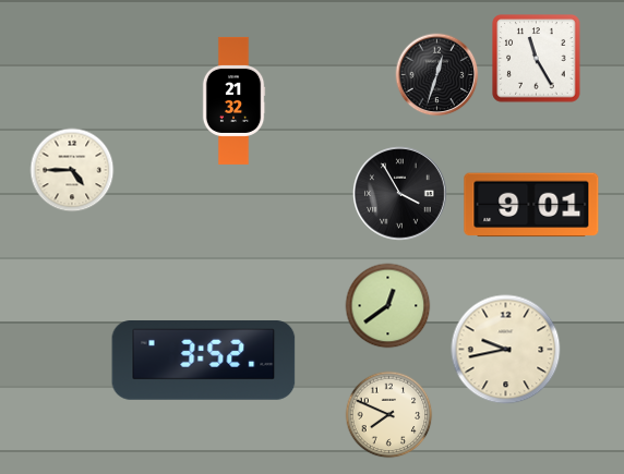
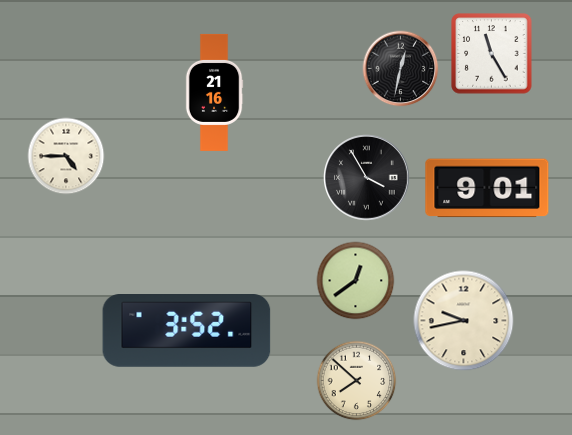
clock at (437, 75): 12:33 -> 12:32
clock at (233, 100): 21:32 -> 21:16
clock at (389, 415): 7:49 -> 7:52
